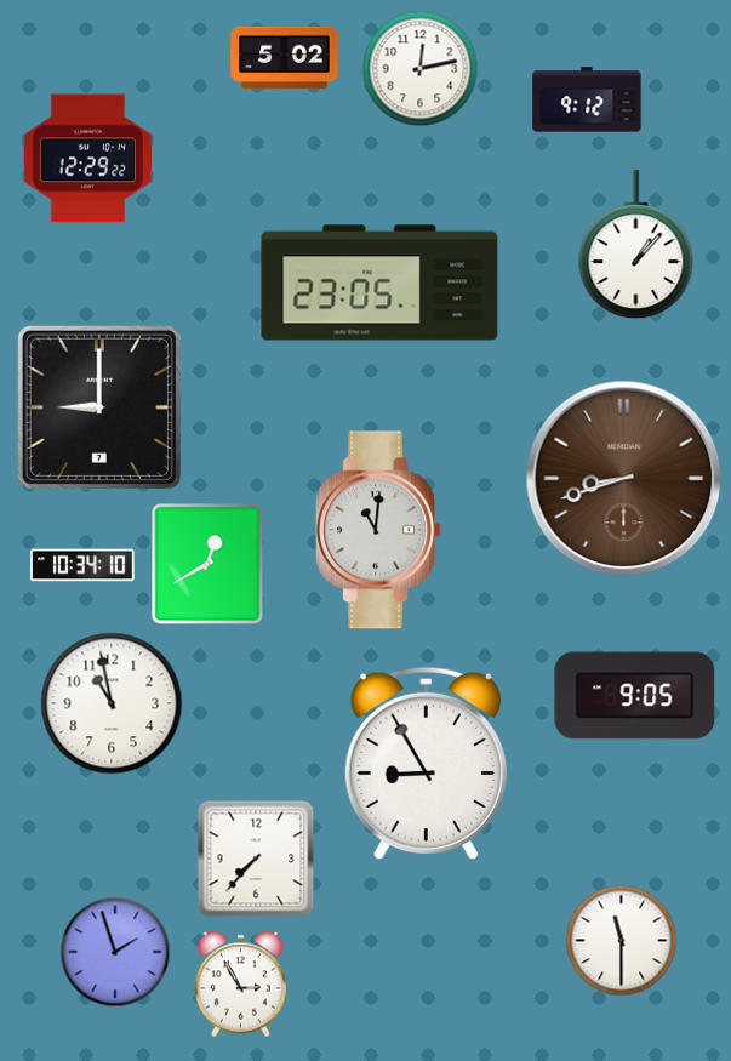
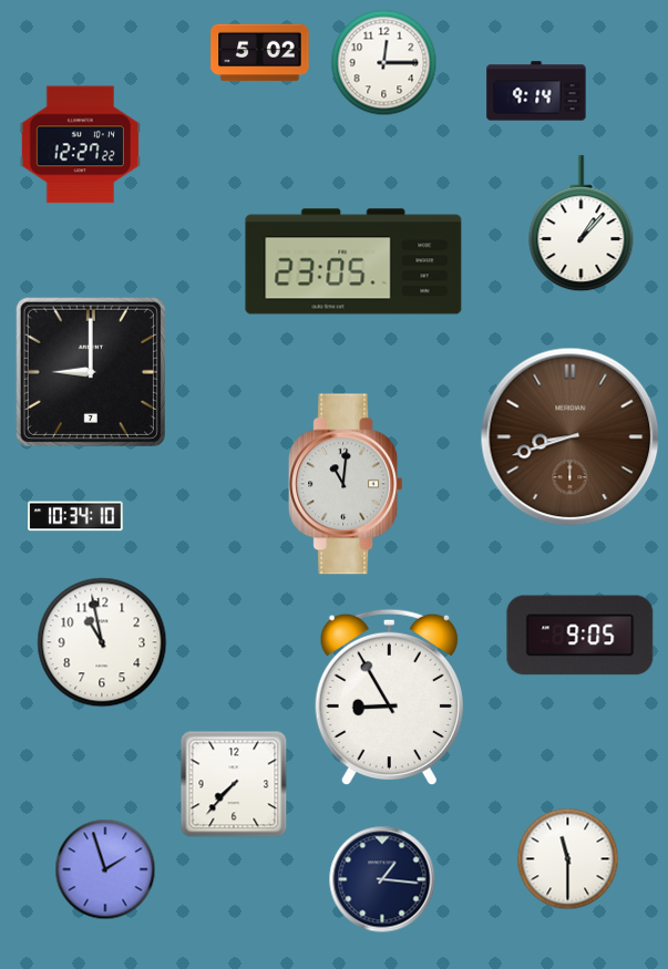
clock at (421, 69): 12:13 -> 12:15
clock at (587, 99): 9:12 -> 9:14
clock at (87, 159): 12:29 -> 12:27
clock at (379, 283) position: (379, 283) -> (353, 261)
clock at (207, 564): 12:40 -> none
clock at (382, 879): none -> 1:16
clock at (241, 985): 2:55 -> none
